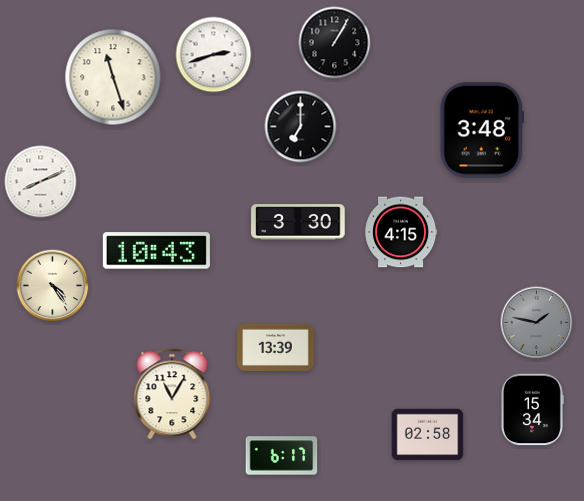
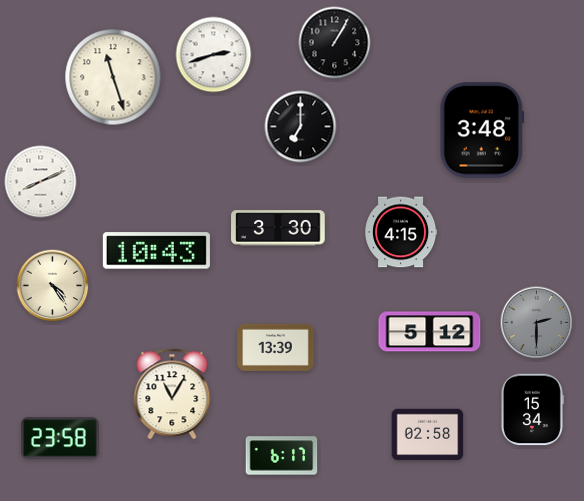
clock at (298, 222) position: (298, 222) -> (278, 228)
clock at (537, 323): 1:47 -> 2:30
clock at (430, 332): none -> 5:12
clock at (60, 438): none -> 23:58
